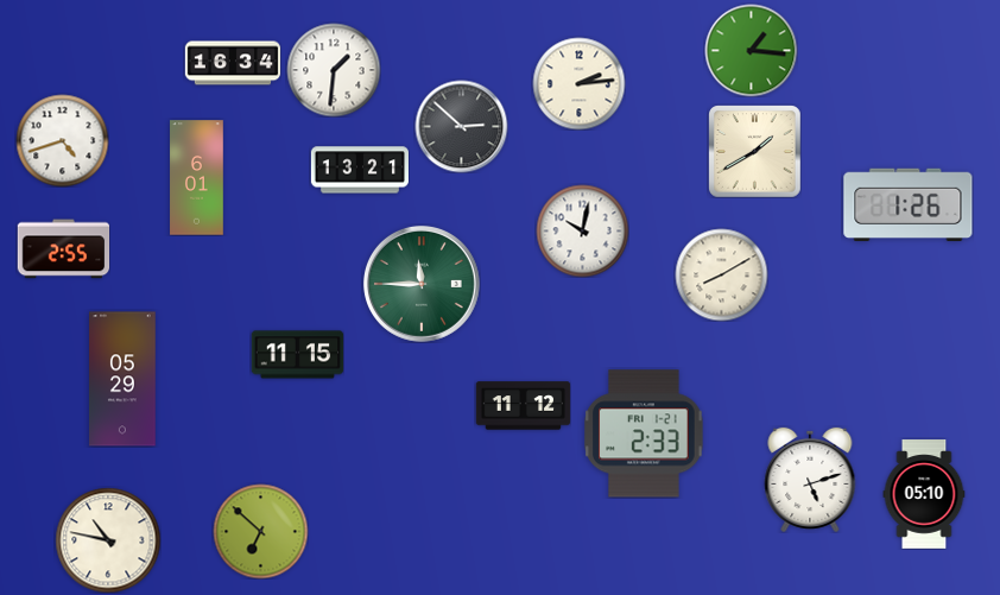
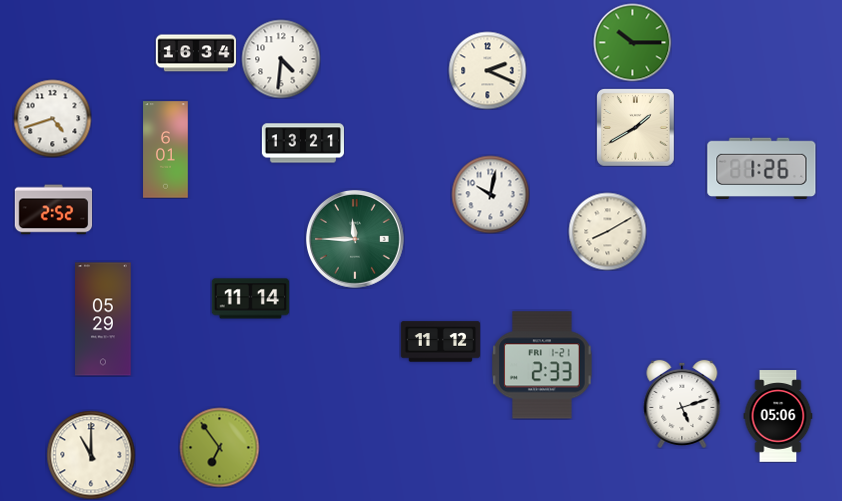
clock at (751, 50): 1:16 -> 10:15
clock at (334, 70): 1:31 -> 4:31
clock at (578, 83): 2:14 -> 2:19
clock at (461, 126): 2:52 -> none
clock at (909, 204) position: (909, 204) -> (762, 168)
clock at (63, 249): 2:55 -> 2:52
clock at (297, 355): 11:15 -> 11:14
clock at (924, 494): 05:10 -> 05:06
clock at (260, 531): 6:52 -> 6:54
clock at (108, 540): 10:47 -> 11:00
